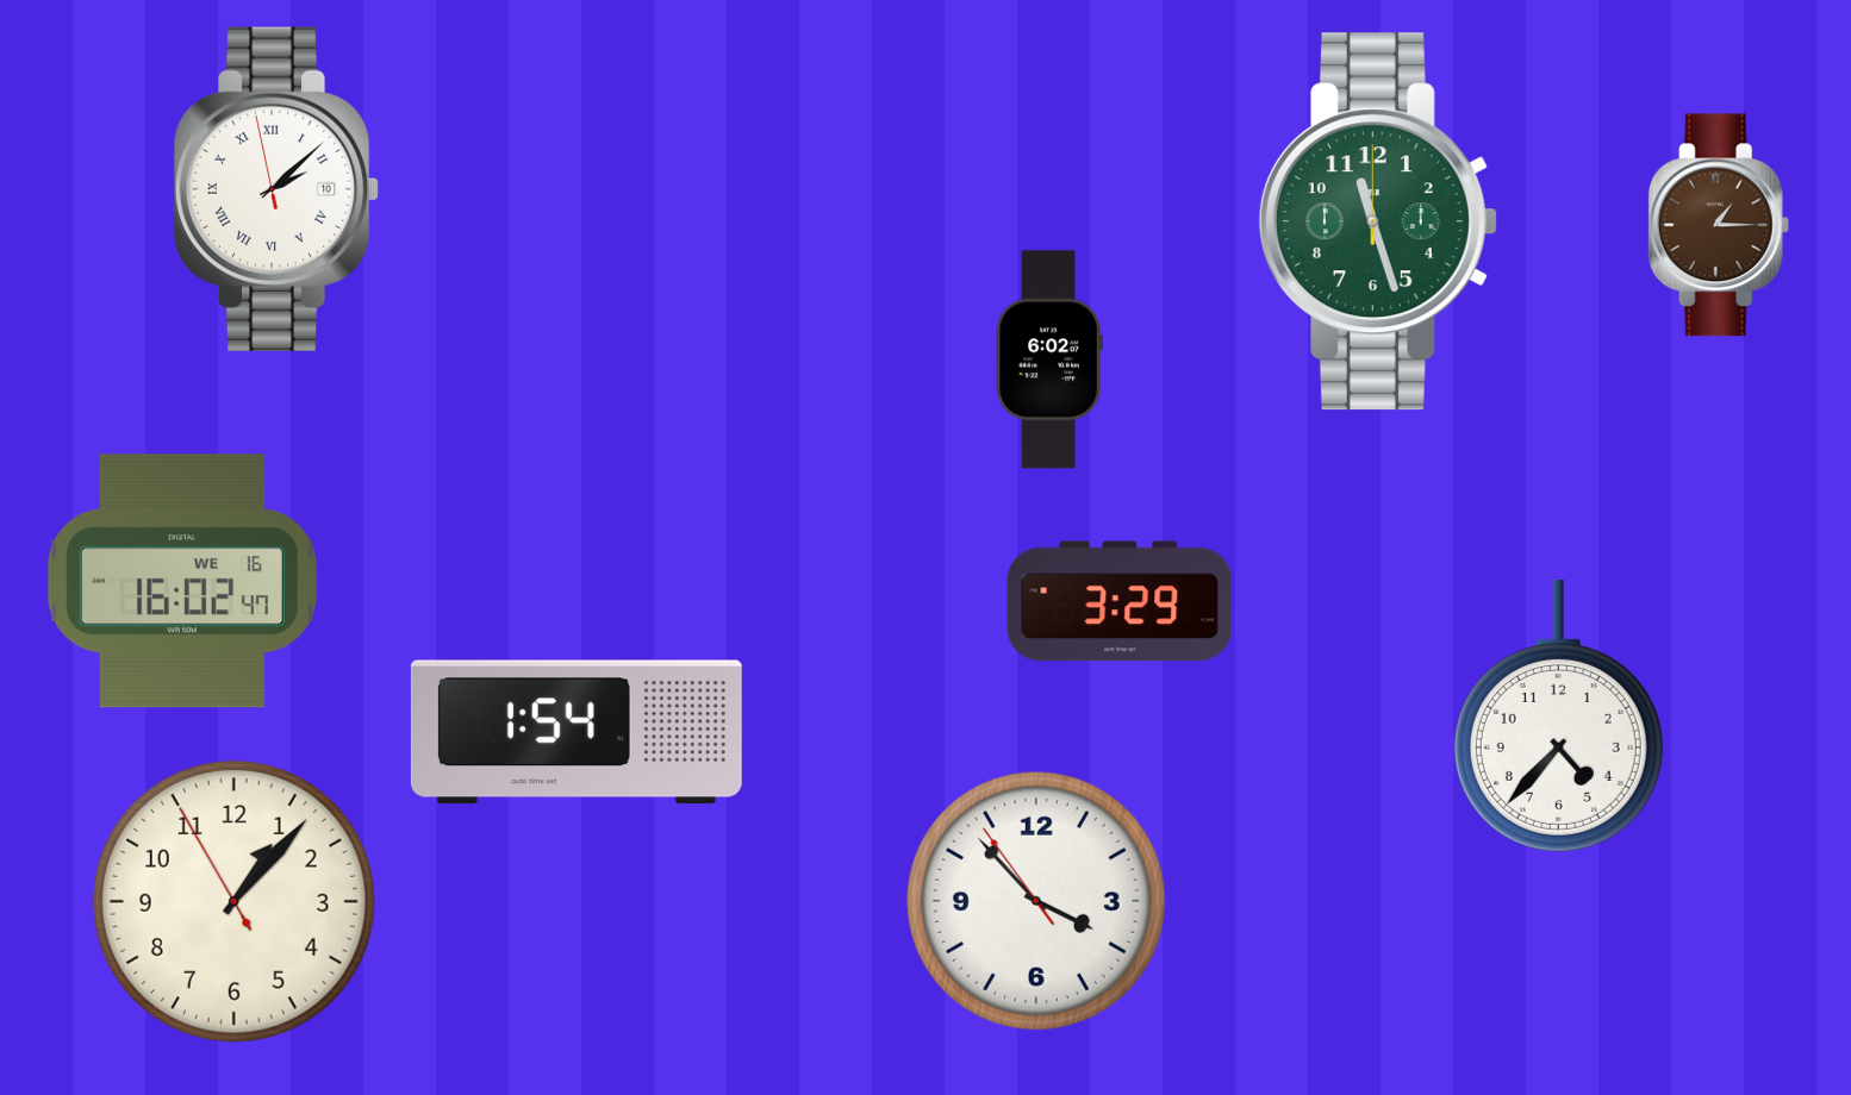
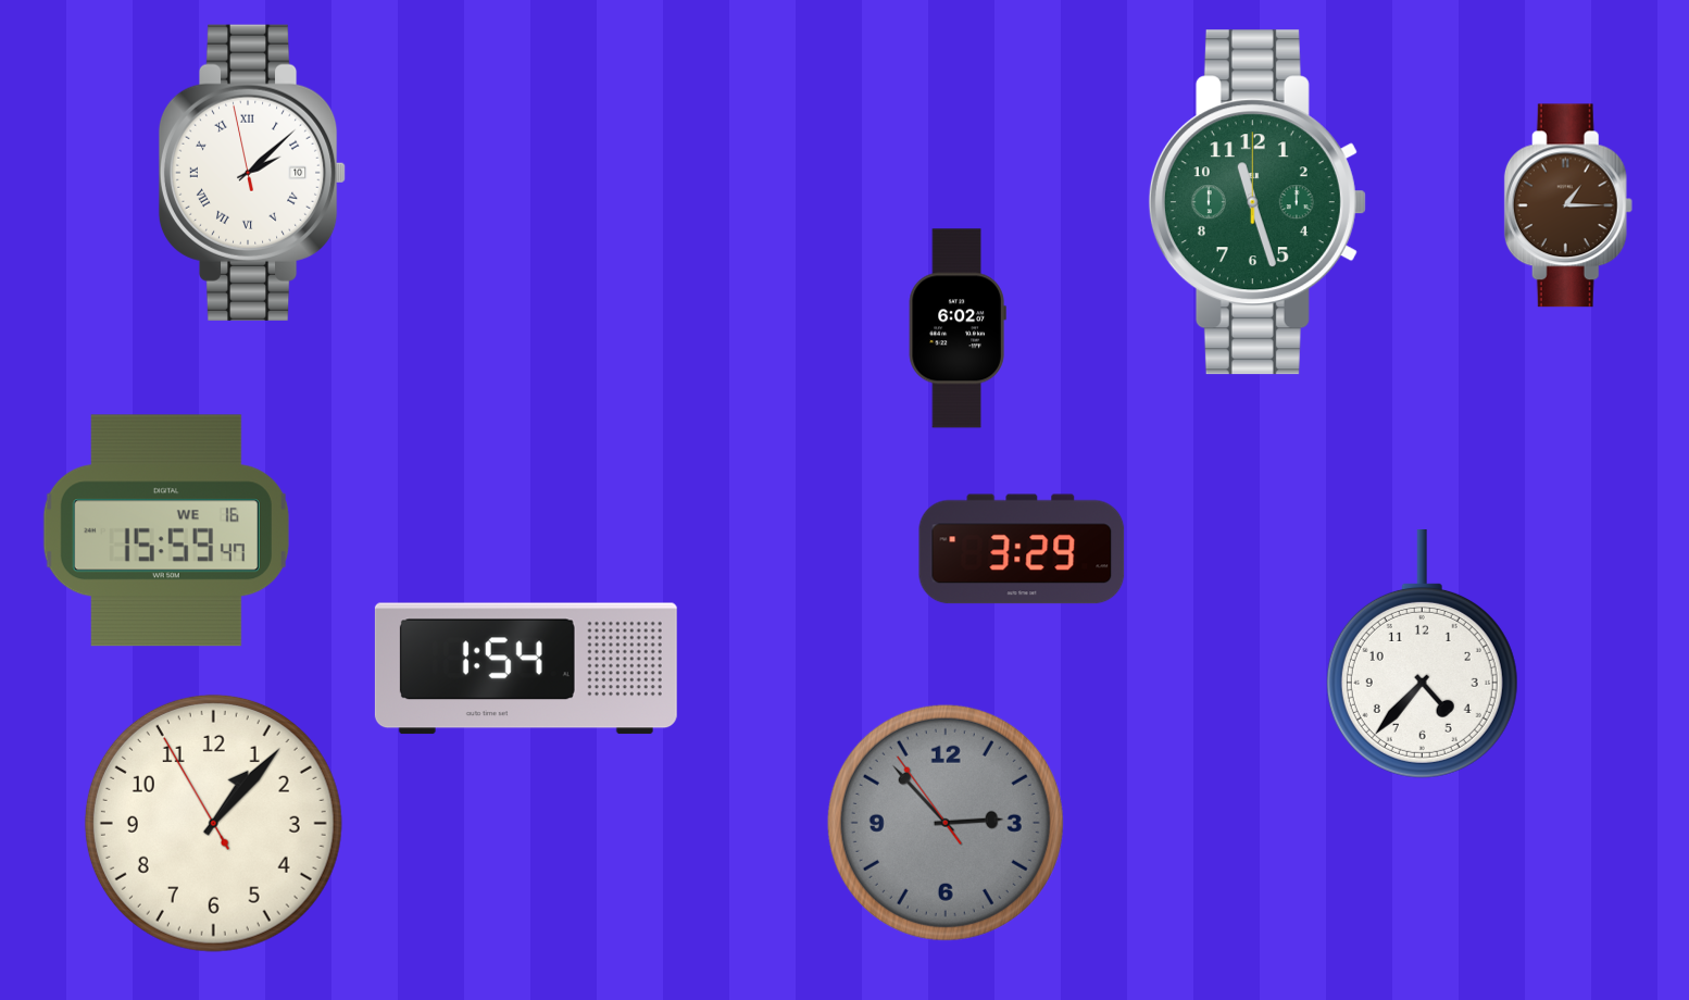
clock at (182, 581): 16:02 -> 15:59
clock at (1036, 901): 3:52 -> 2:52
clock at (1036, 901) dial: white -> grey
